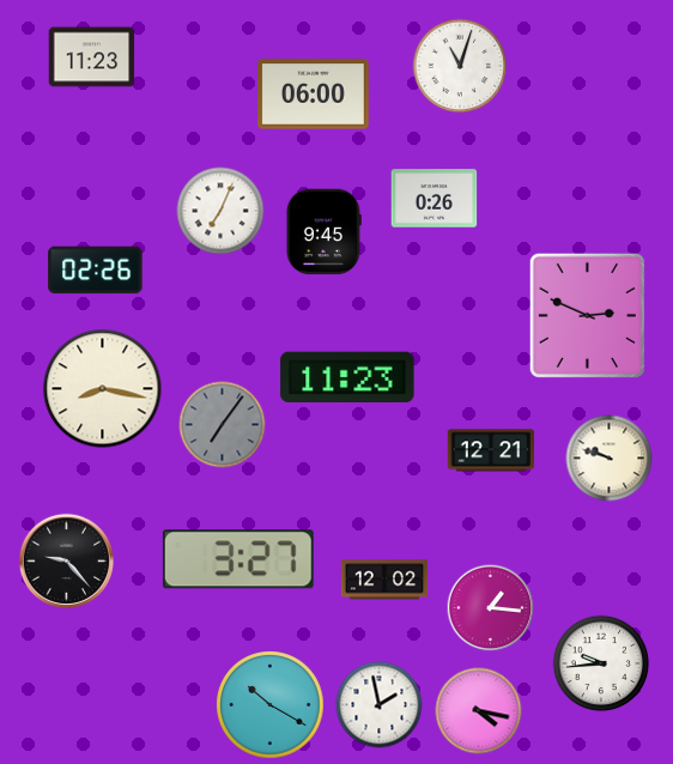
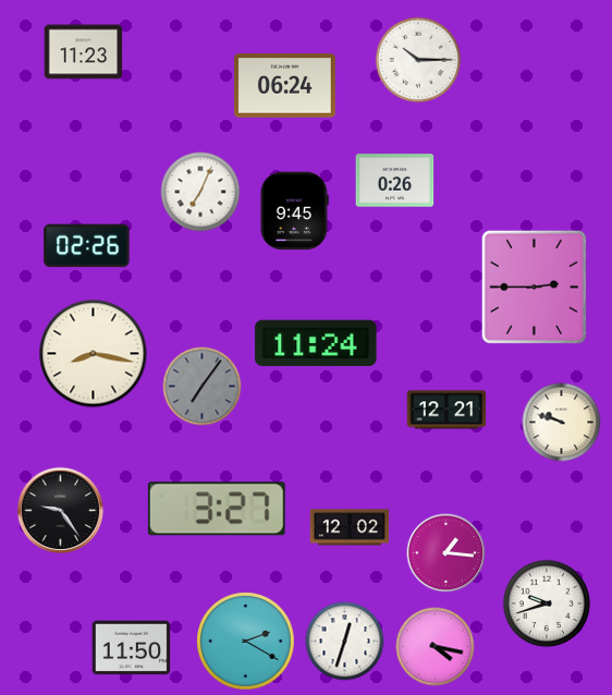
clock at (460, 66): 11:03 -> 10:15
clock at (314, 95): 06:00 -> 06:24
clock at (587, 315): 2:49 -> 2:45
clock at (347, 376): 11:23 -> 11:24
clock at (610, 459) position: (610, 459) -> (562, 423)
clock at (66, 560): 9:23 -> 9:24
clock at (601, 663): 9:44 -> 9:42
clock at (271, 705): 10:20 -> 2:20
clock at (380, 705): 1:58 -> 12:33
clock at (132, 648): none -> 11:50
